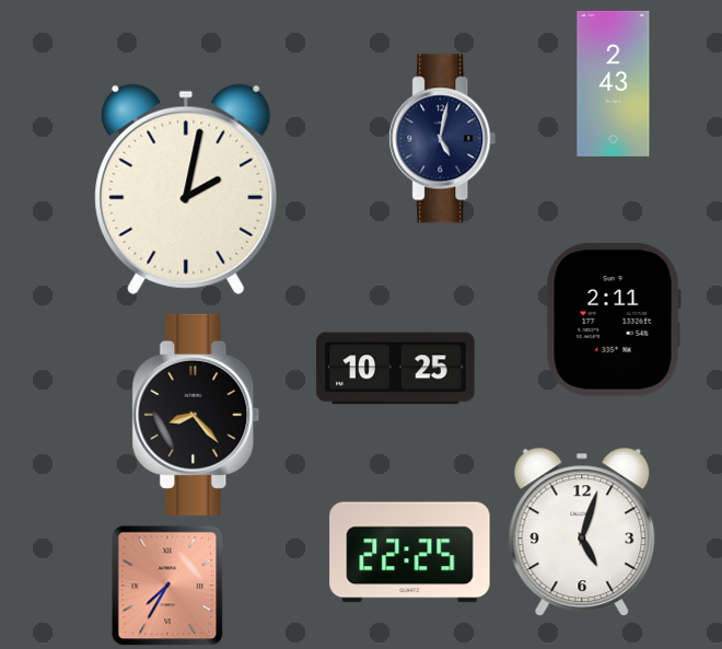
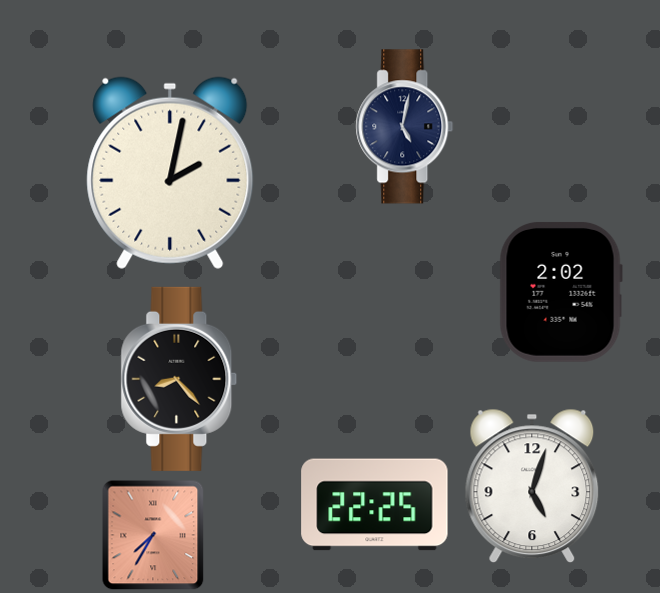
clock at (614, 83): 2:43 -> none
clock at (614, 320): 2:11 -> 2:02
clock at (396, 369): 10:25 -> none
